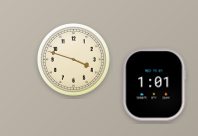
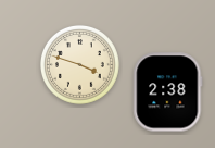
clock at (155, 85): 1:01 -> 2:38
